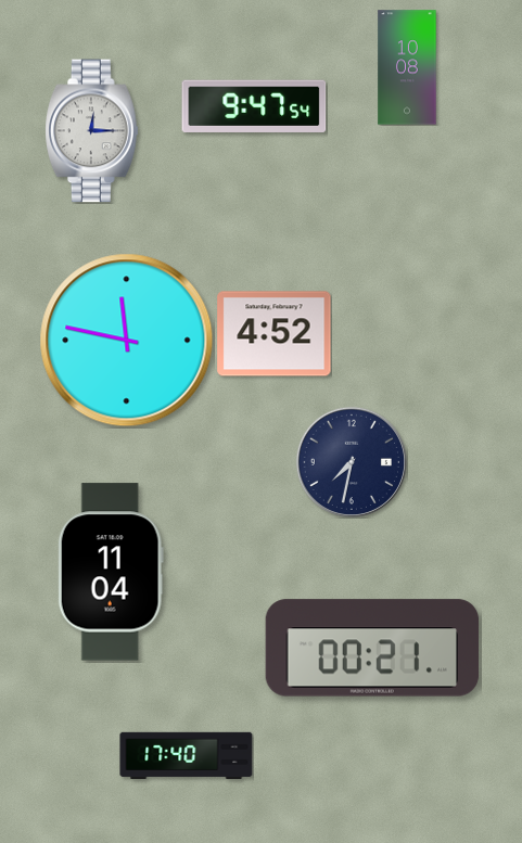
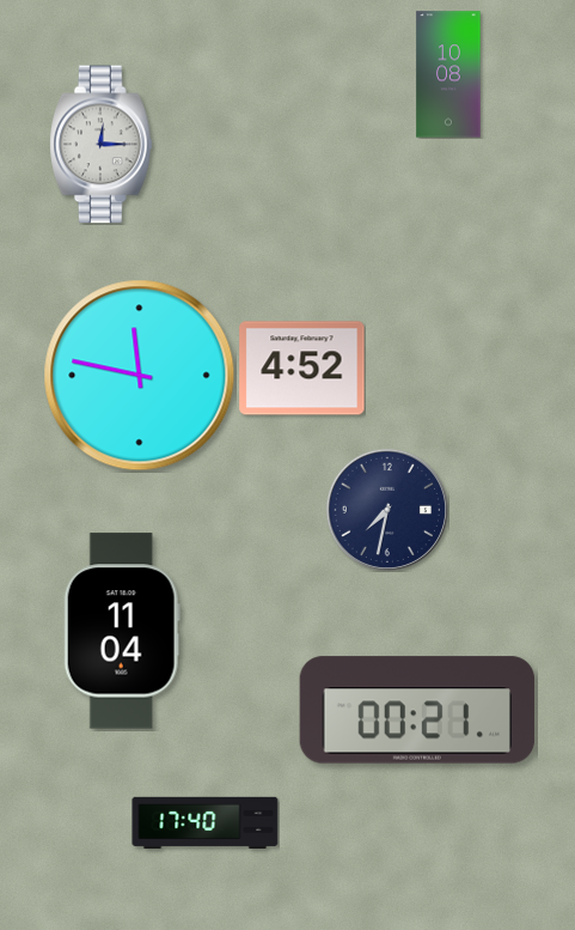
clock at (254, 105): 9:47 -> none
clock at (372, 648) position: (372, 648) -> (417, 710)
clock at (187, 755) position: (187, 755) -> (206, 822)
